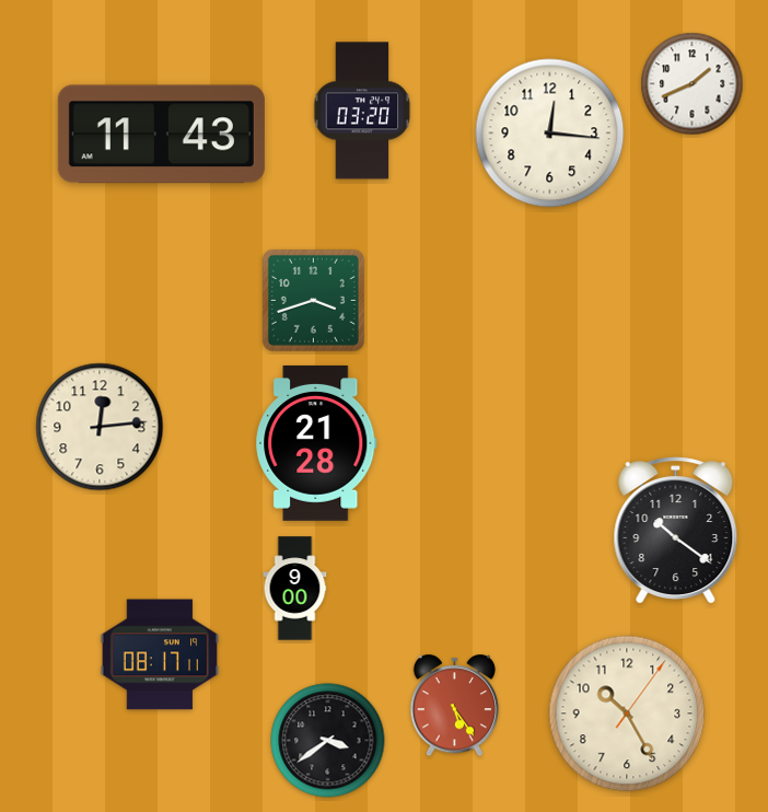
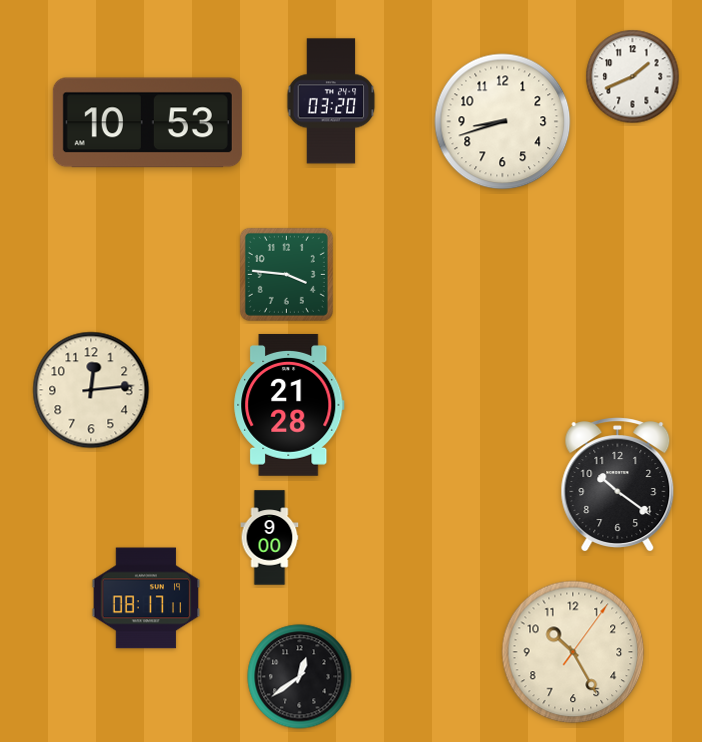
clock at (550, 134): 12:16 -> 8:42
clock at (161, 135): 11:43 -> 10:53
clock at (313, 300): 3:42 -> 3:46
clock at (454, 706): 5:24 -> none
clock at (328, 741): 3:39 -> 12:39
